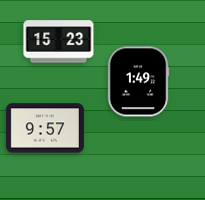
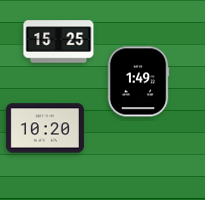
clock at (59, 42): 15:23 -> 15:25
clock at (45, 128): 9:57 -> 10:20
